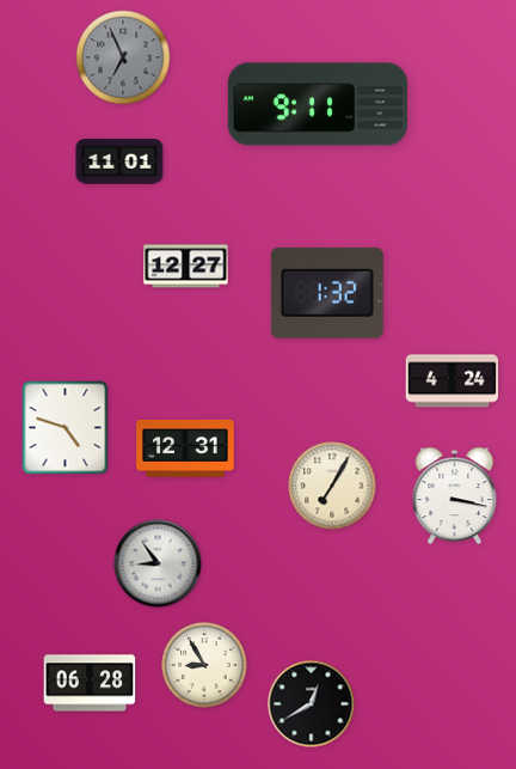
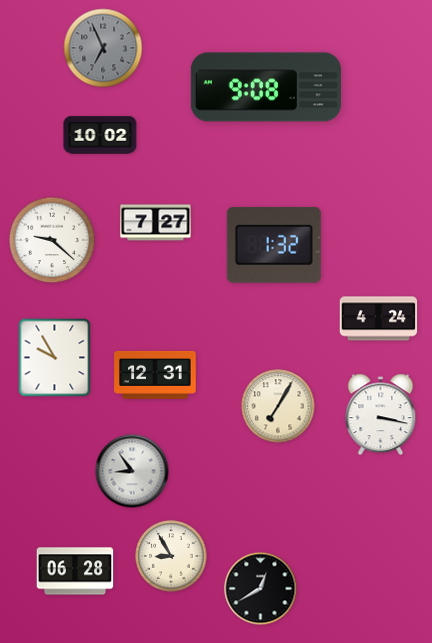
clock at (318, 104): 9:11 -> 9:08
clock at (119, 161): 11:01 -> 10:02
clock at (186, 267): 12:27 -> 7:27
clock at (52, 240): none -> 9:22
clock at (66, 428): 4:48 -> 9:55
